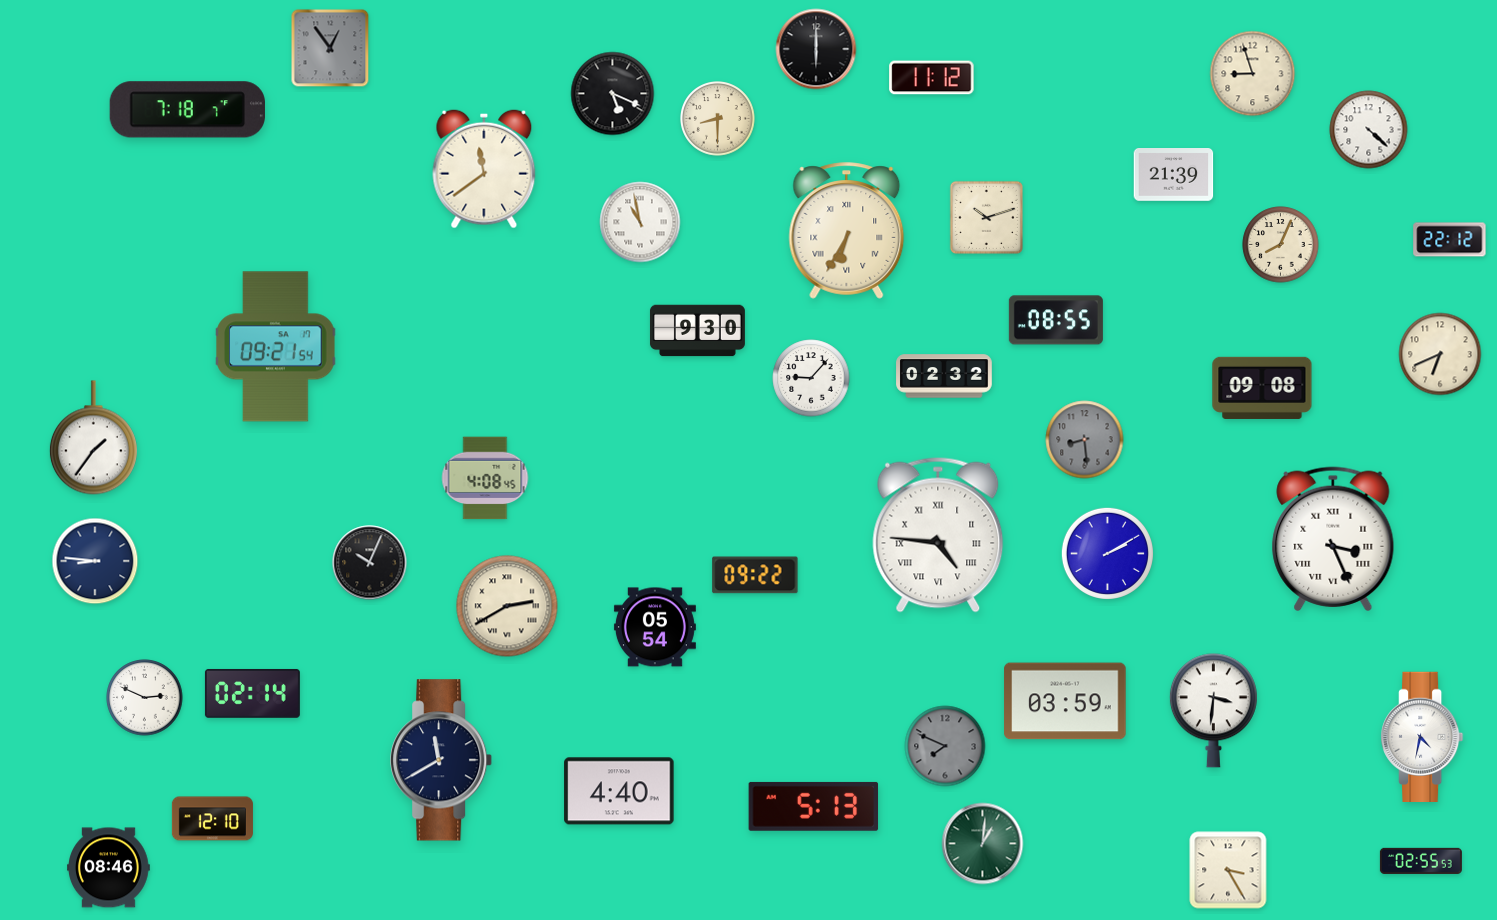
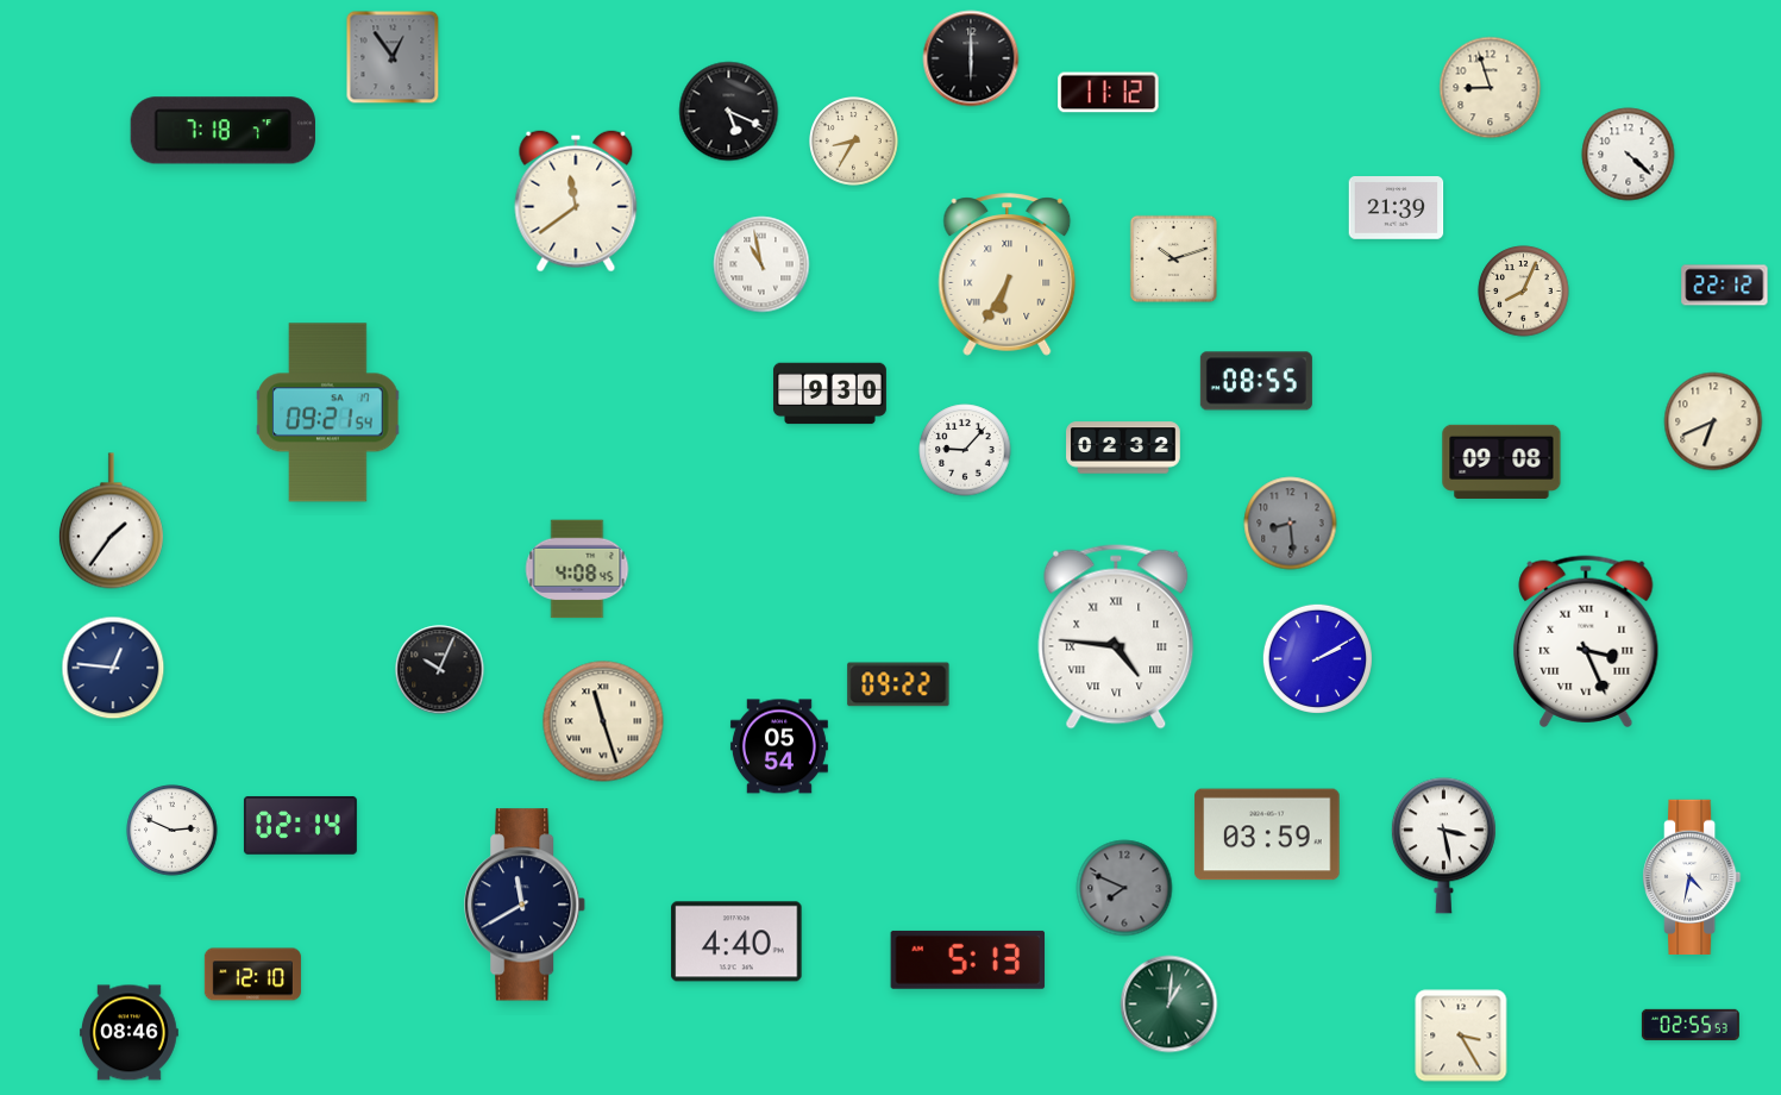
clock at (718, 119): 8:30 -> 8:35
clock at (95, 561): 8:46 -> 12:46
clock at (507, 606): 2:40 -> 11:27
clock at (1213, 711): 3:31 -> 3:28
